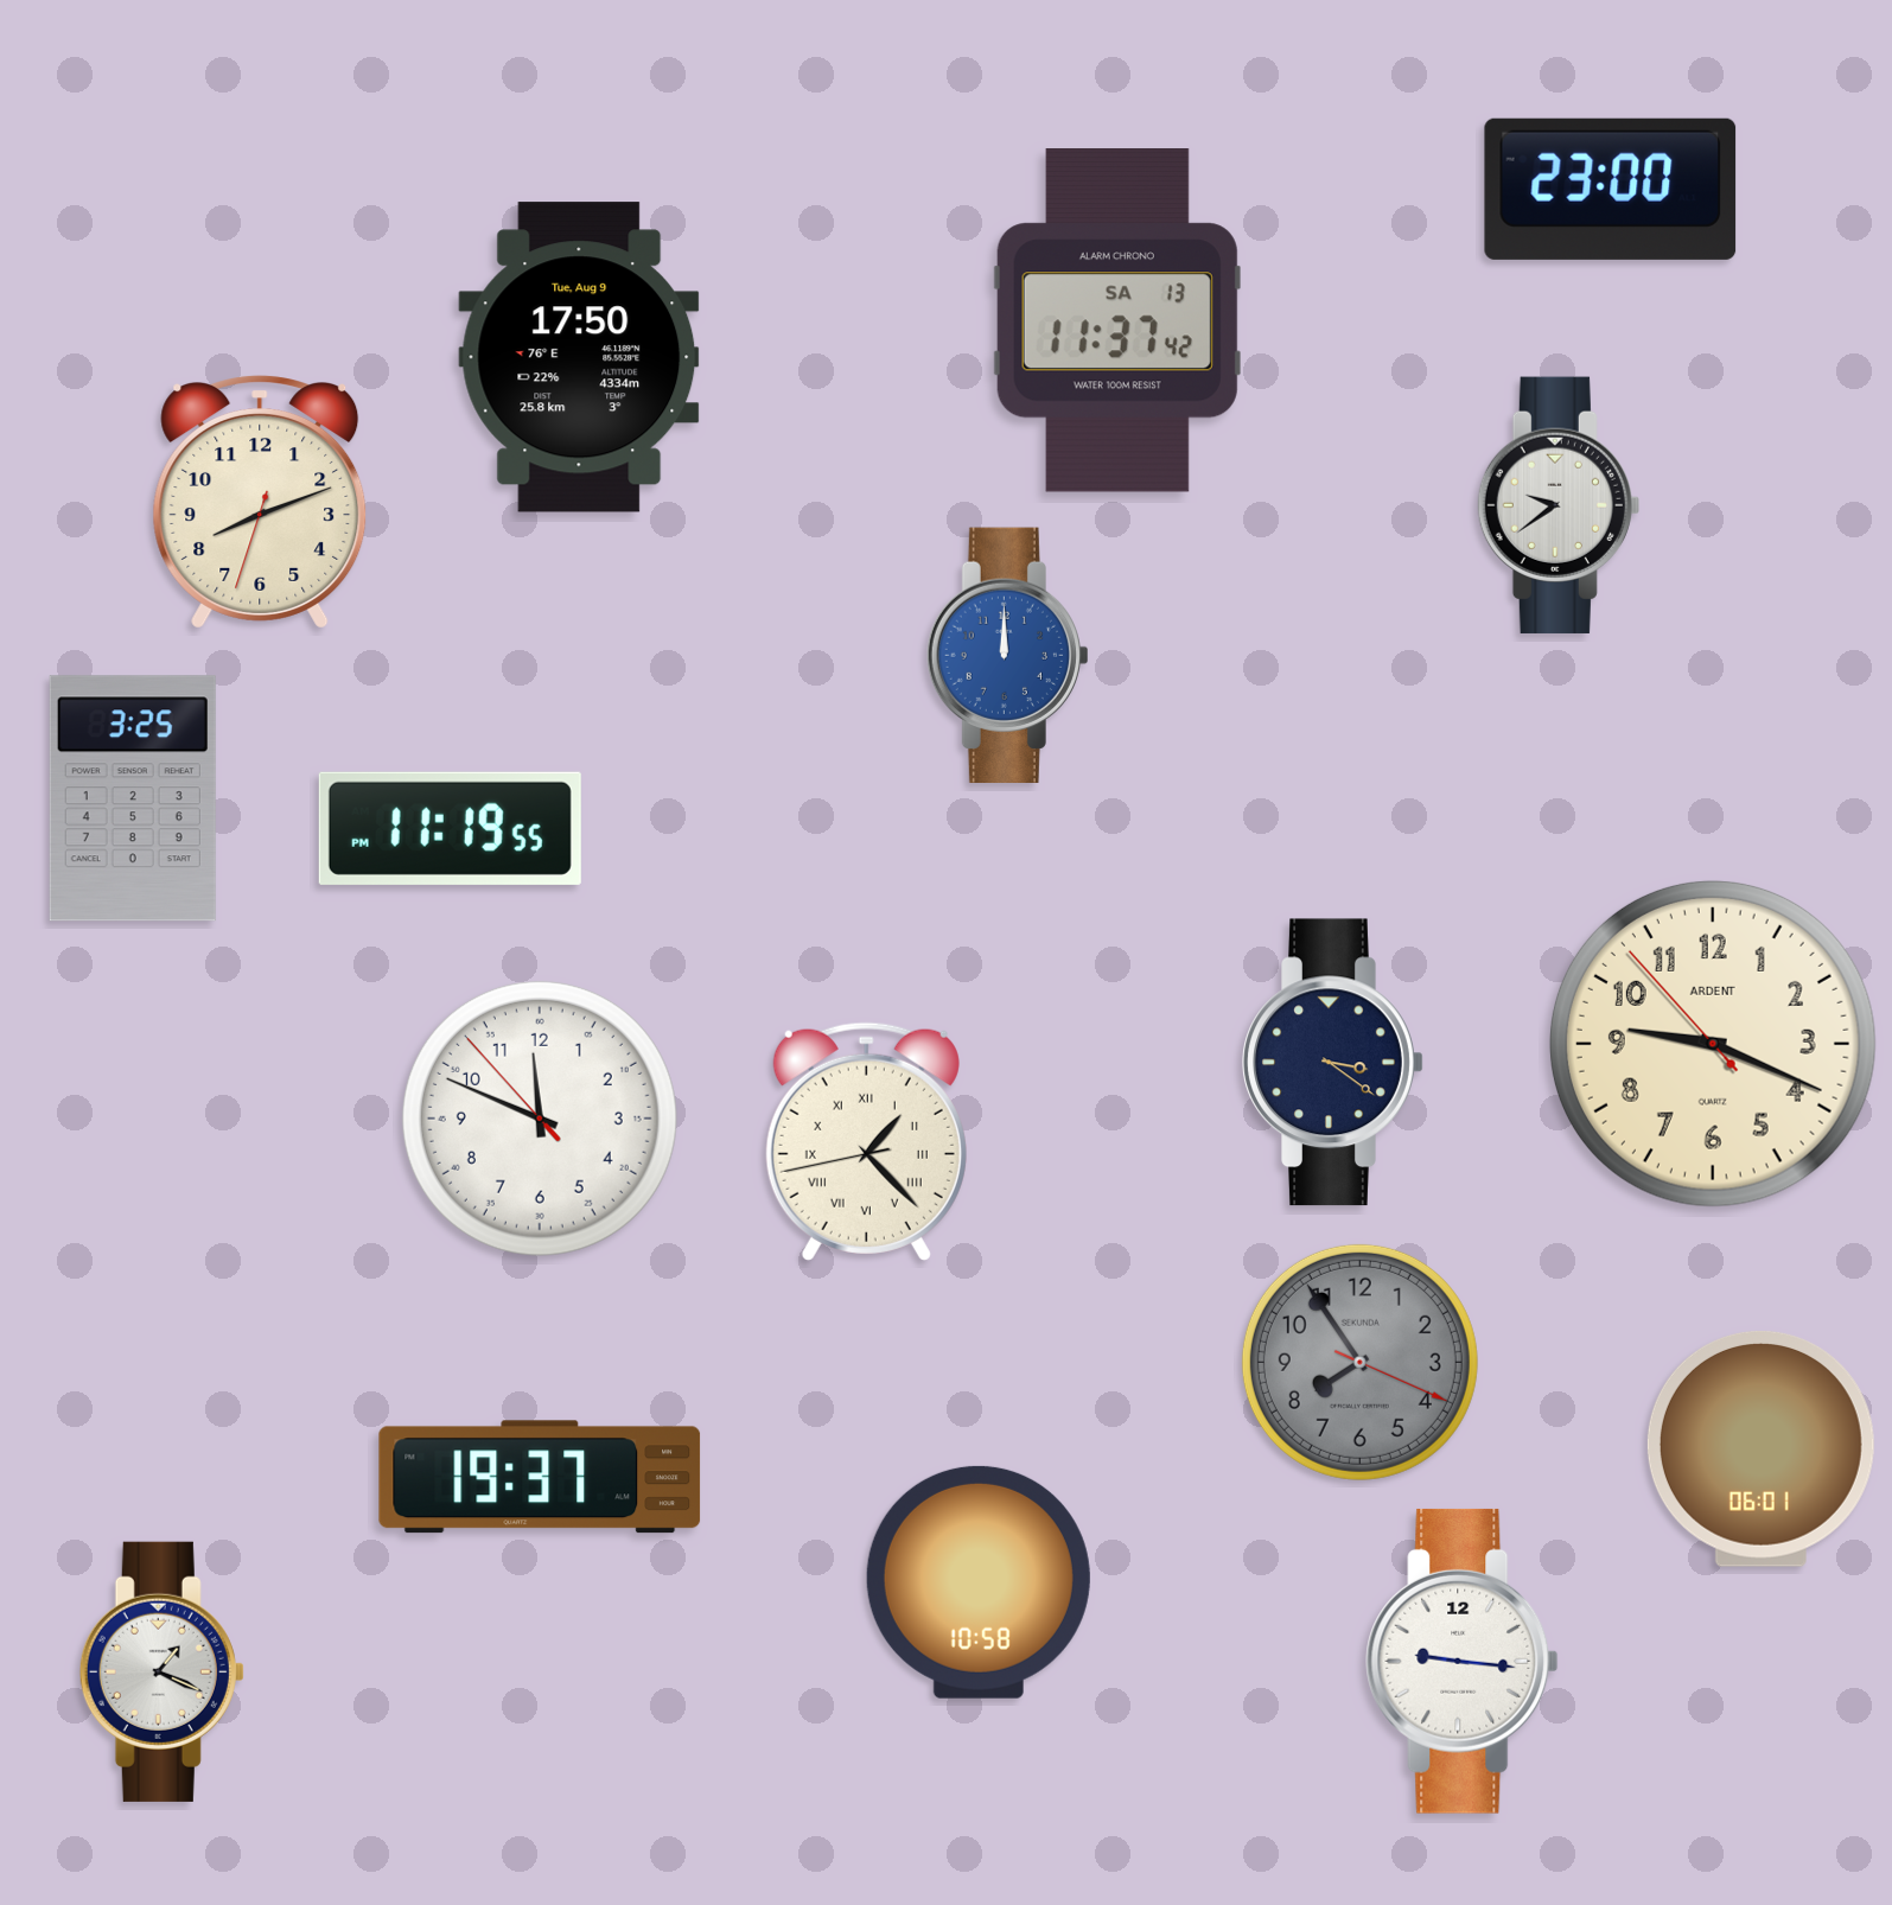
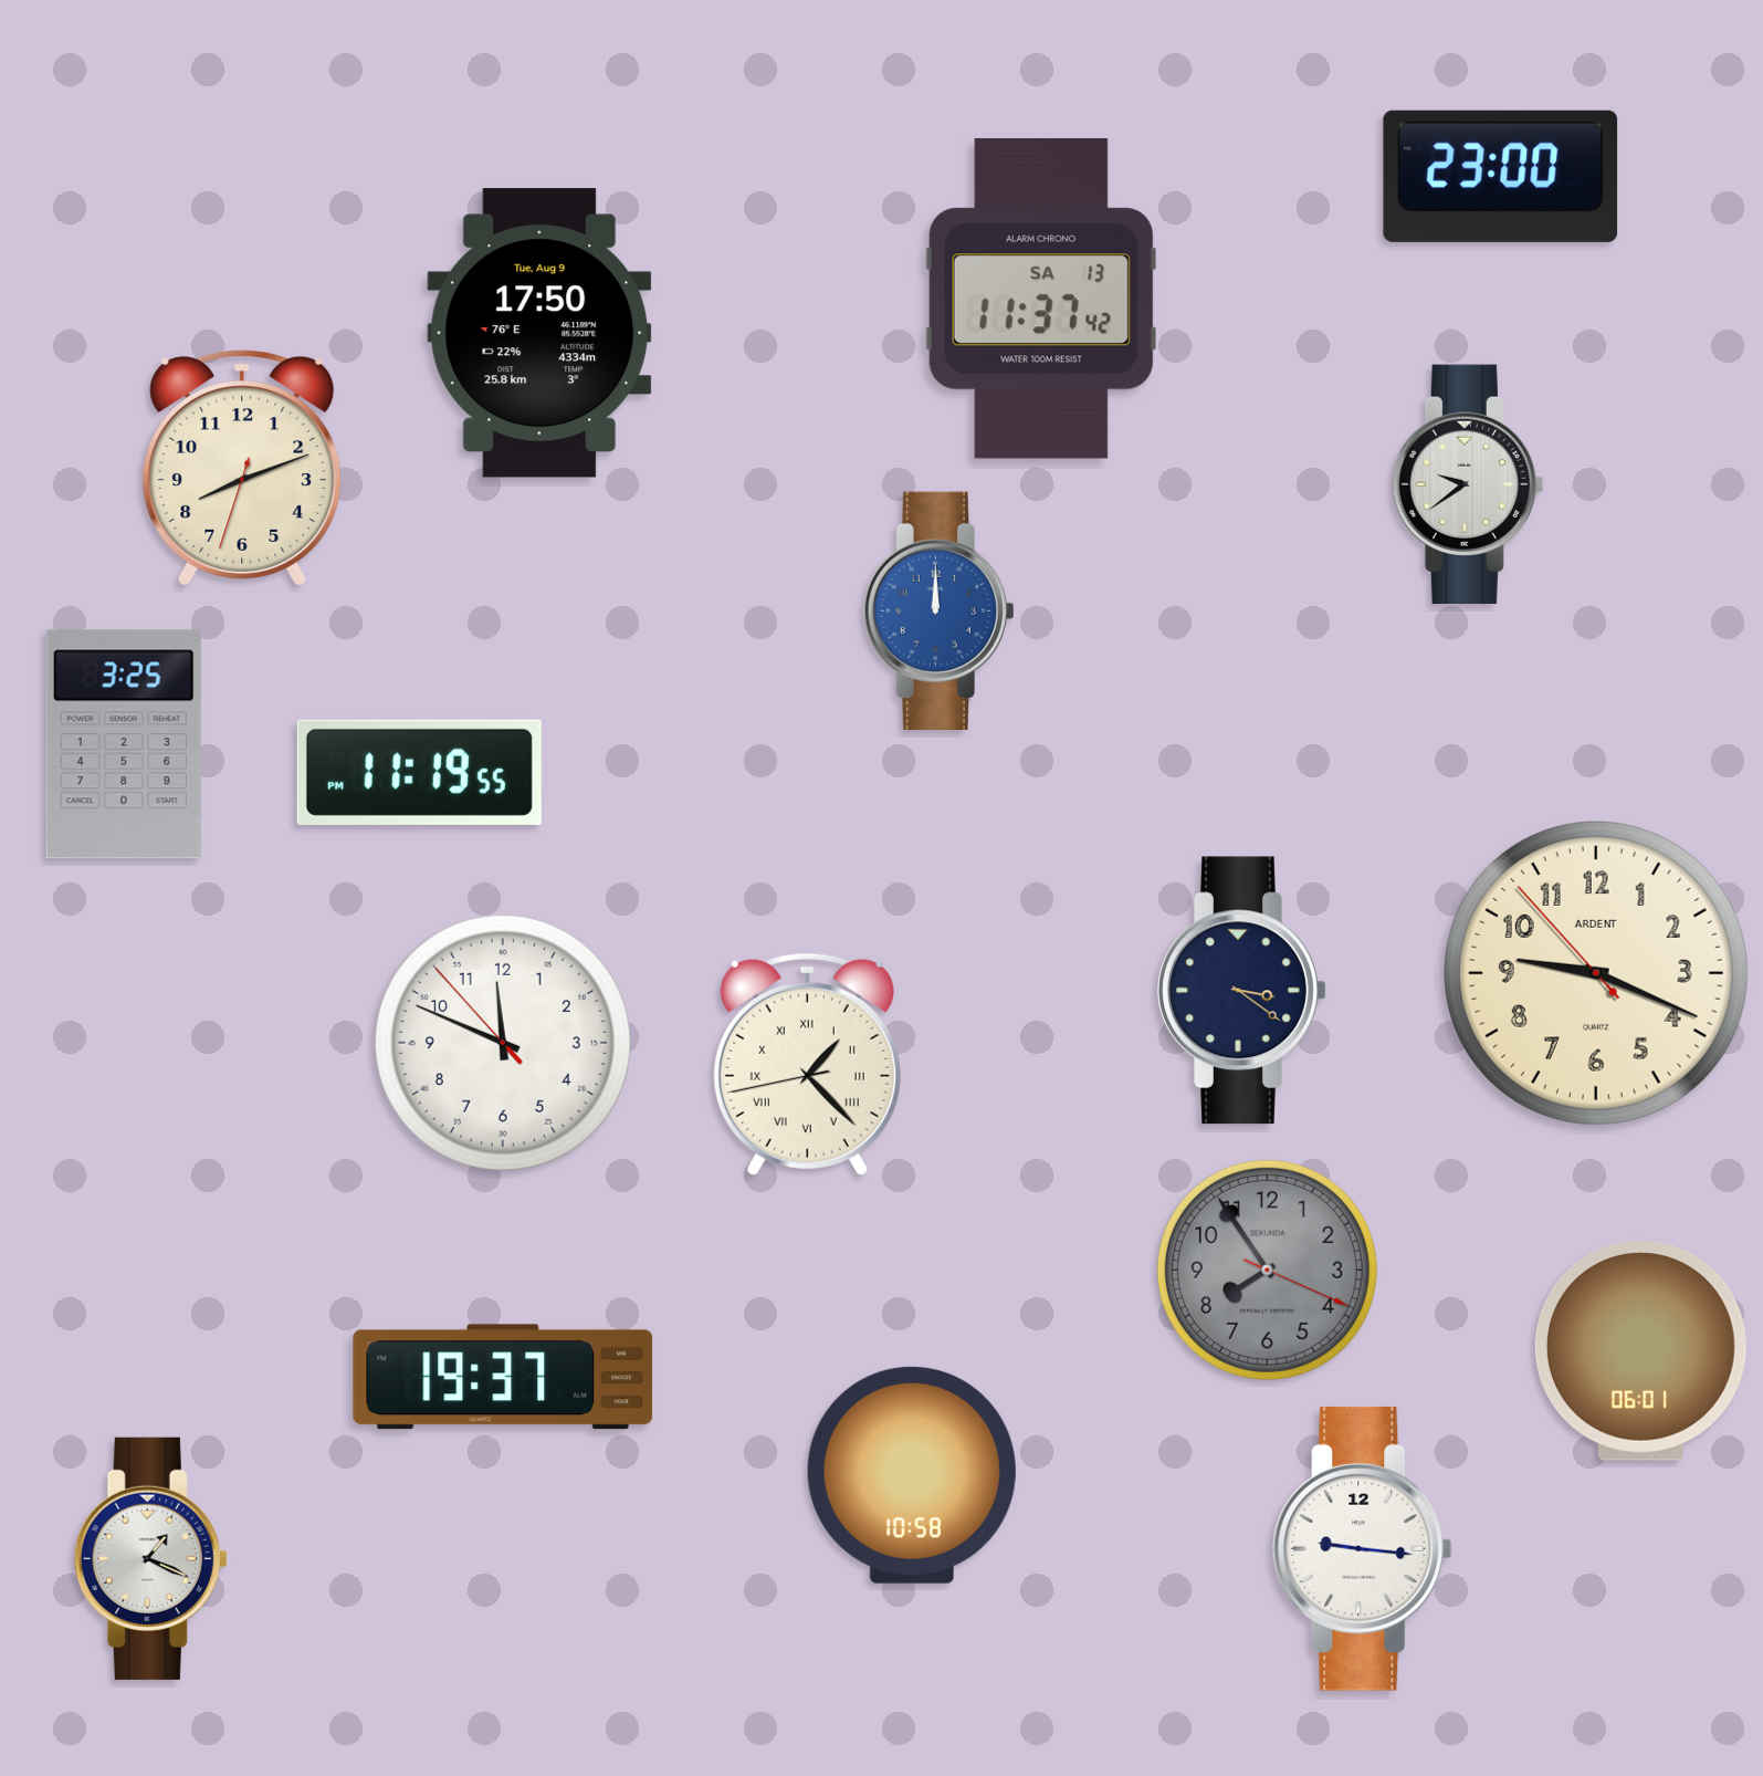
clock at (1559, 505) position: (1559, 505) -> (1468, 484)
